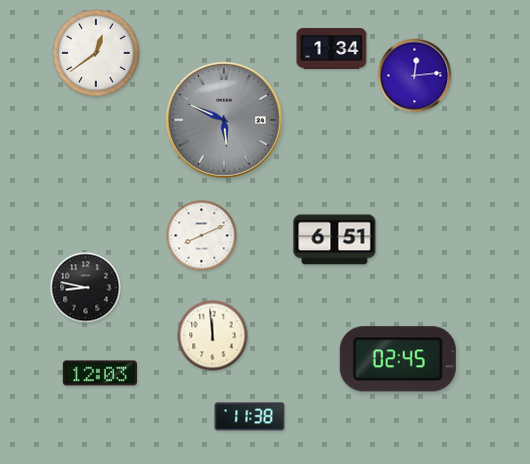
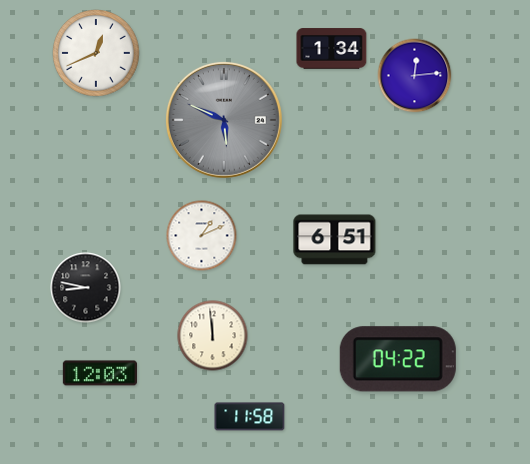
clock at (96, 53): 12:39 -> 12:41
clock at (202, 236): 8:11 -> 1:11
clock at (398, 359): 02:45 -> 04:22
clock at (250, 417): 11:38 -> 11:58
